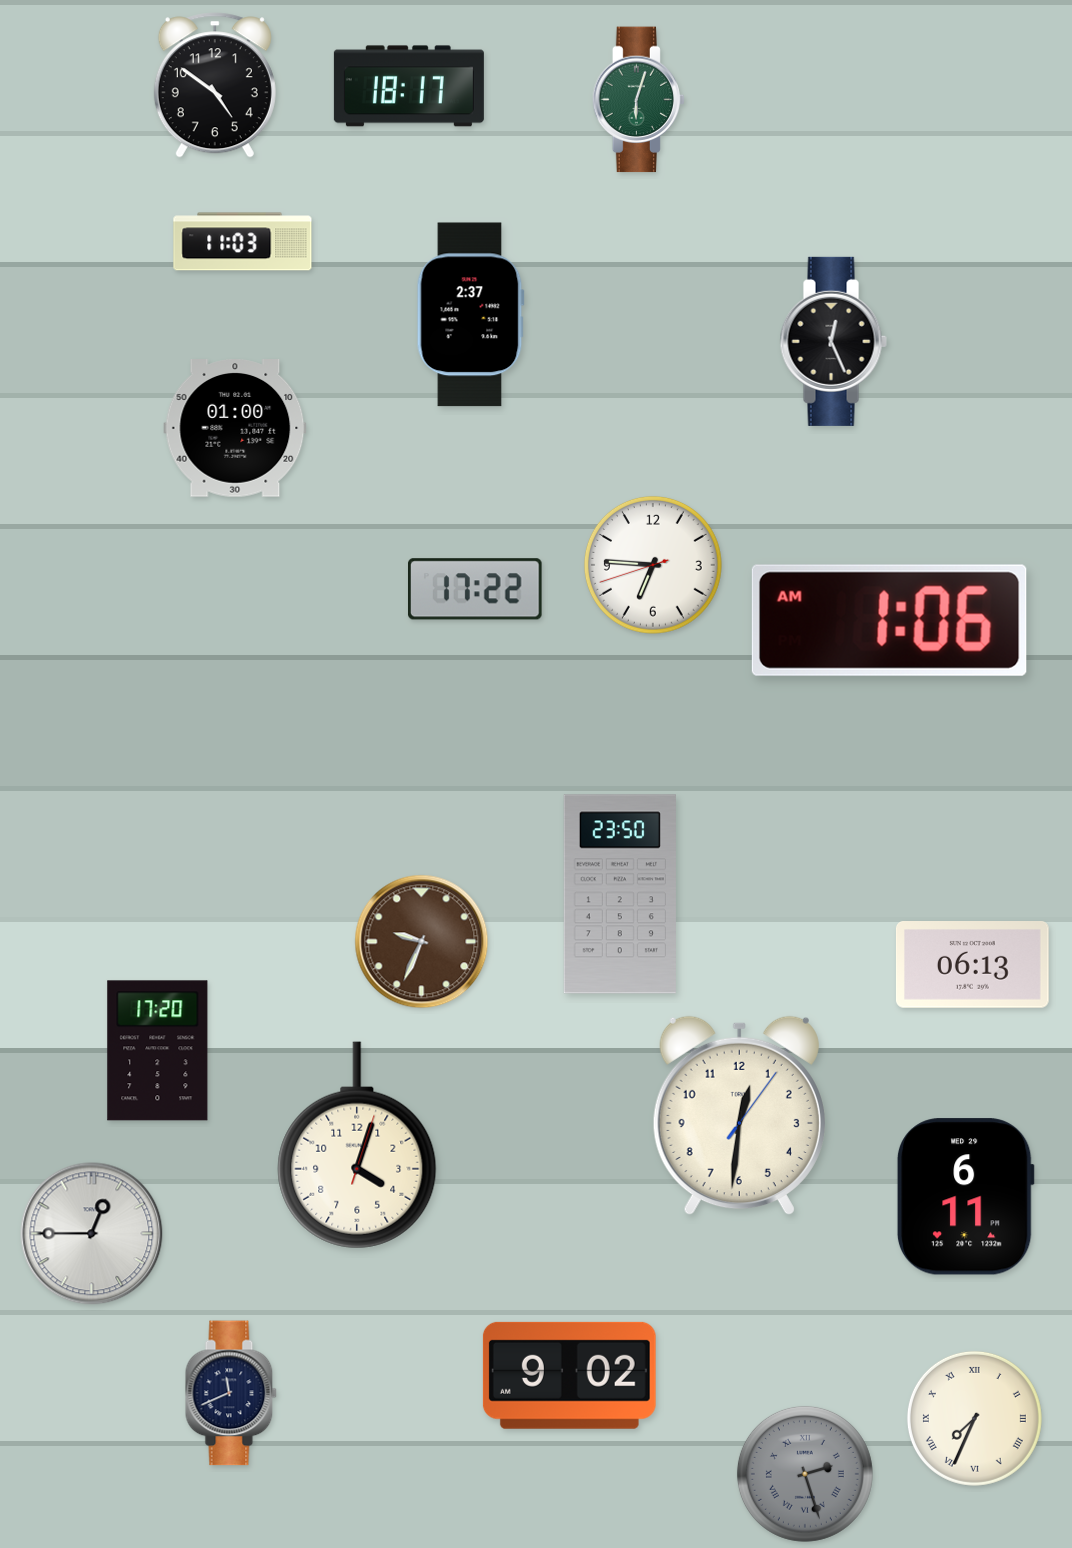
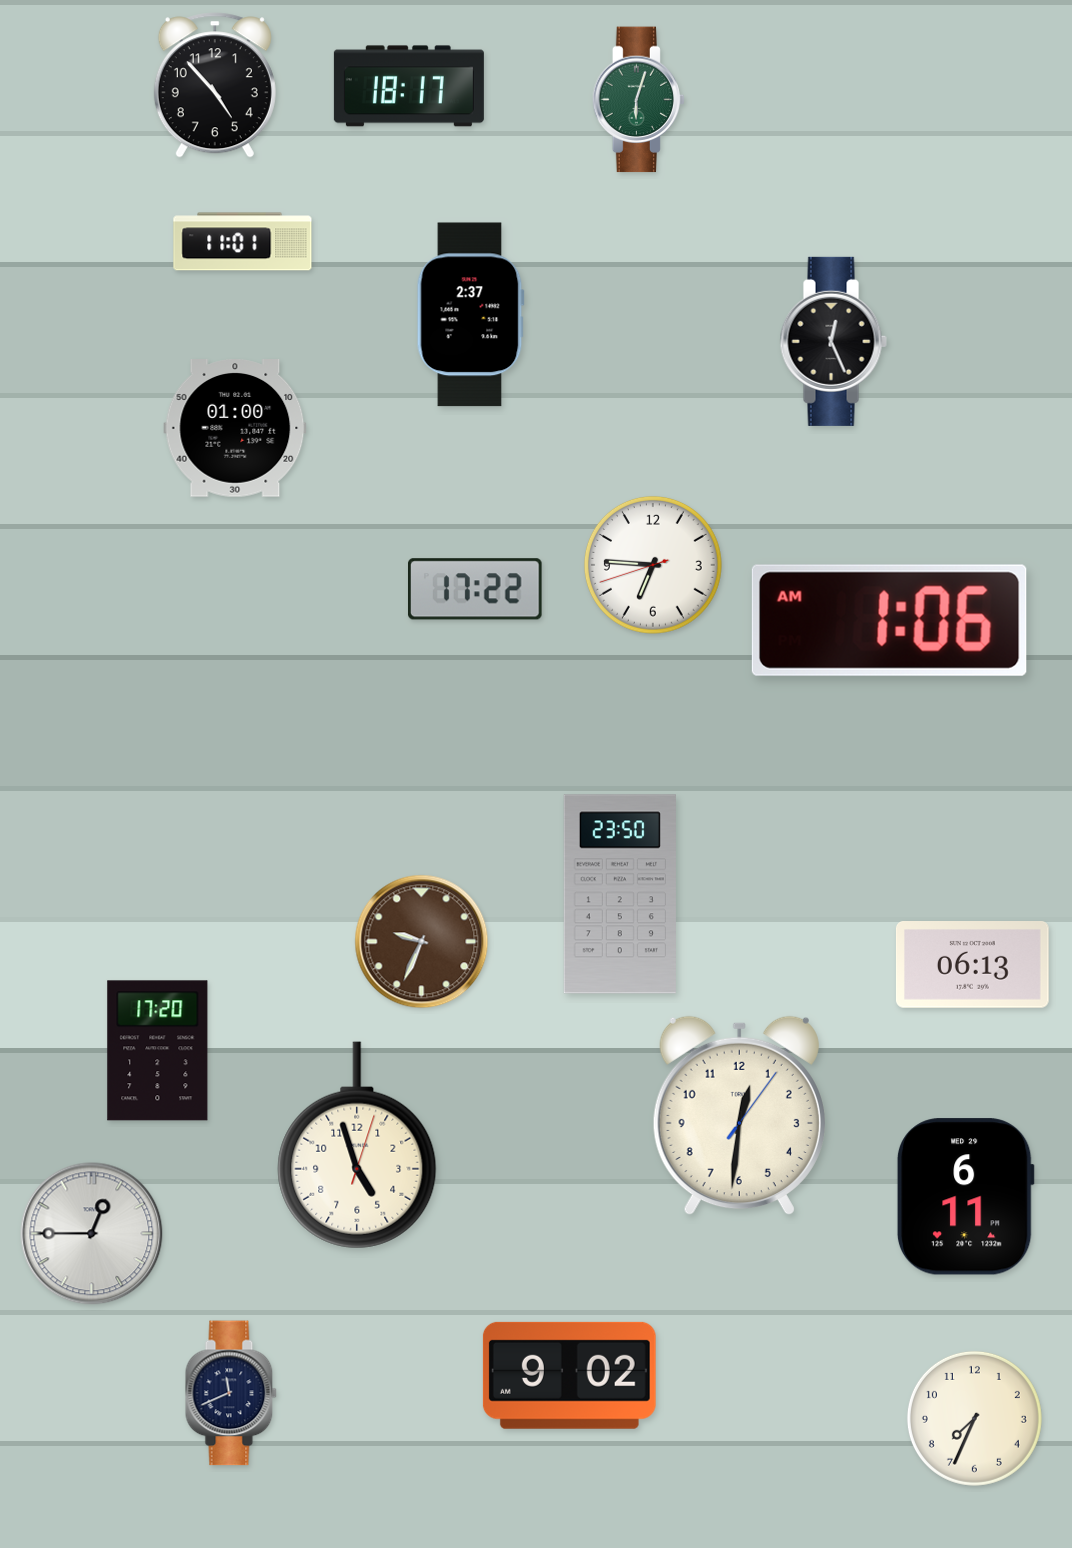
clock at (215, 85): 4:51 -> 4:53
clock at (243, 242): 11:03 -> 11:01
clock at (357, 1145): 4:03 -> 4:57
clock at (974, 1418) numerals: Roman -> Arabic
clock at (805, 1474): 2:27 -> none
